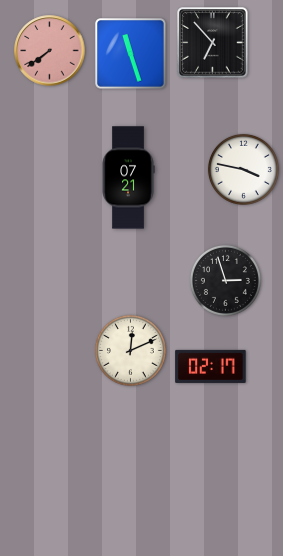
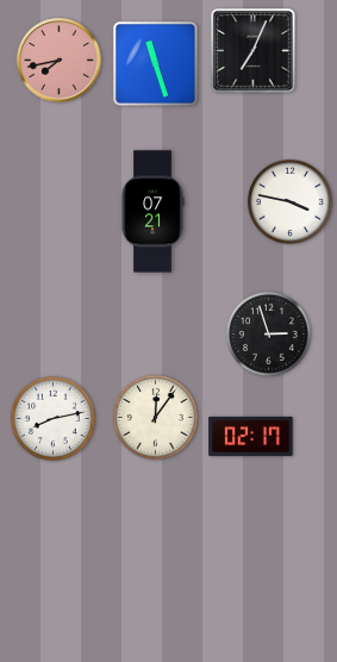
clock at (213, 43): 6:53 -> 7:04
clock at (50, 51): 7:39 -> 7:43
clock at (130, 350): 12:11 -> 12:06
clock at (52, 418): none -> 8:13
